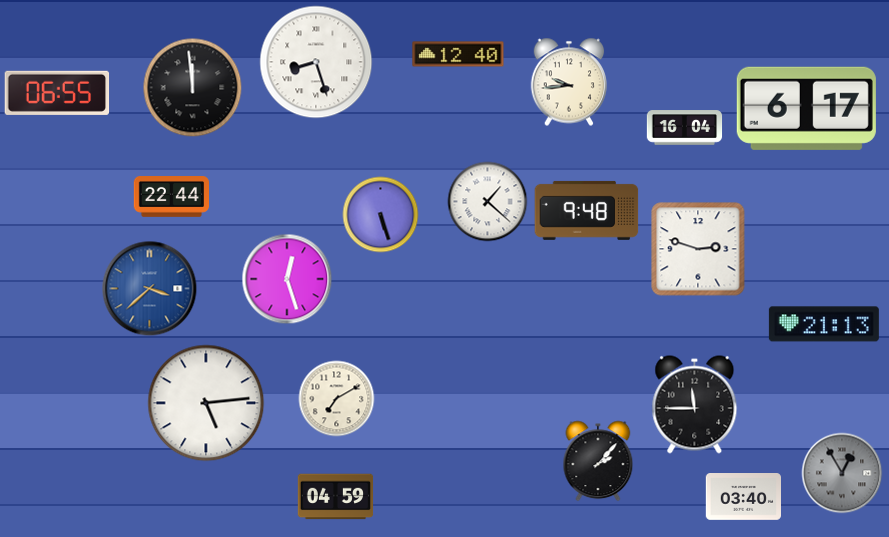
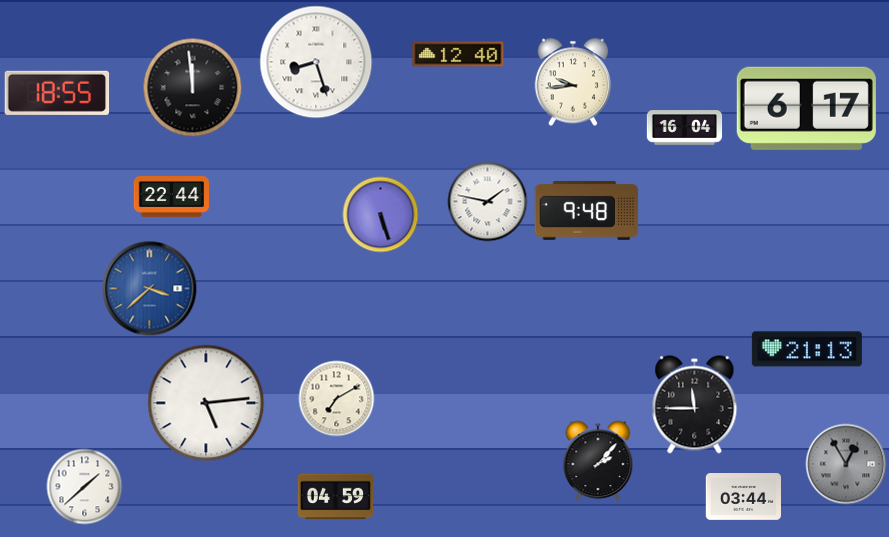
clock at (569, 82) position: (569, 82) -> (573, 82)
clock at (57, 93): 06:55 -> 18:55
clock at (488, 202): 1:22 -> 1:47
clock at (698, 249): 2:48 -> none
clock at (287, 279): 12:27 -> none
clock at (824, 324) position: (824, 324) -> (807, 349)
clock at (842, 473) position: (842, 473) -> (846, 464)
clock at (85, 487): none -> 1:38
clock at (744, 497): 03:40 -> 03:44
